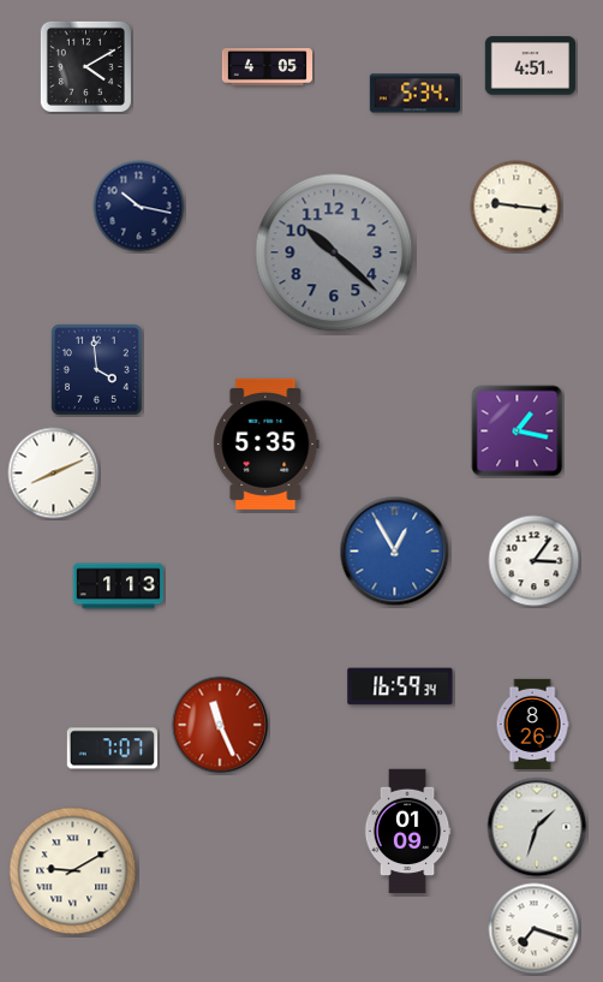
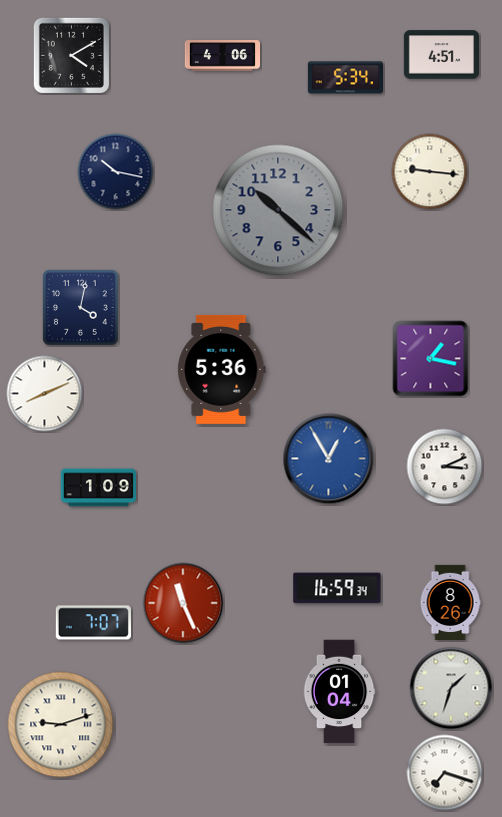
clock at (267, 67): 4:05 -> 4:06
clock at (97, 370): 3:59 -> 4:02
clock at (267, 444): 5:35 -> 5:36
clock at (535, 561): 3:06 -> 3:11
clock at (118, 587): 1:13 -> 1:09
clock at (400, 686) position: (400, 686) -> (337, 588)
clock at (532, 724) position: (532, 724) -> (450, 602)
clock at (537, 827) position: (537, 827) -> (451, 688)
clock at (407, 832): 01:09 -> 01:04
clock at (73, 871): 9:10 -> 9:12
